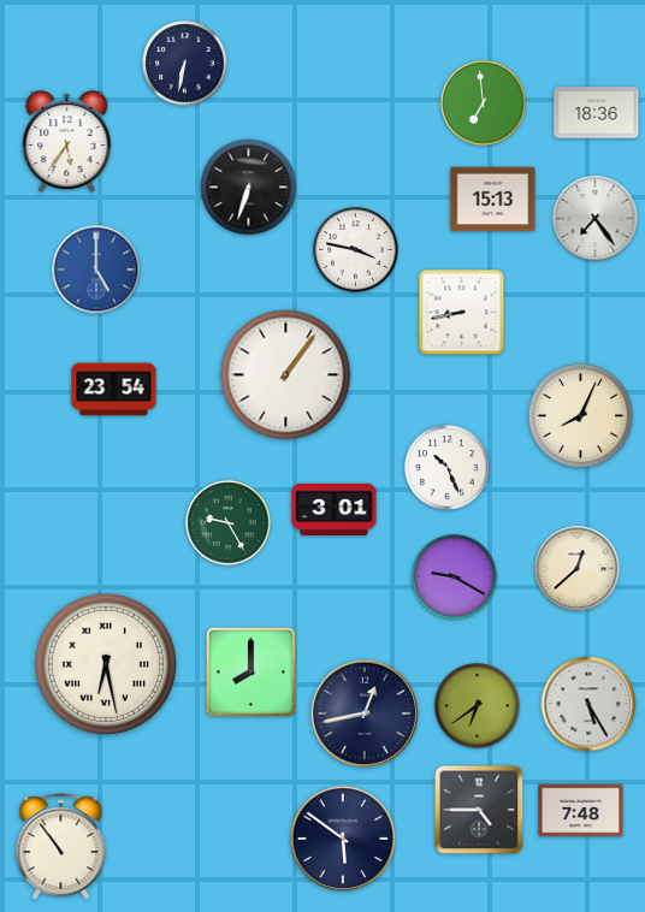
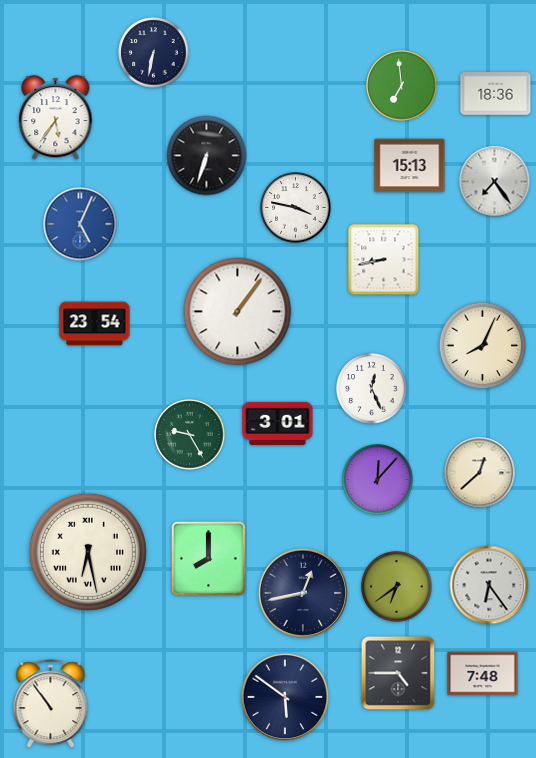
clock at (96, 270): 5:00 -> 5:04
clock at (448, 468): 10:26 -> 12:26
clock at (455, 578): 9:20 -> 12:07
clock at (588, 704): 5:25 -> 6:24
